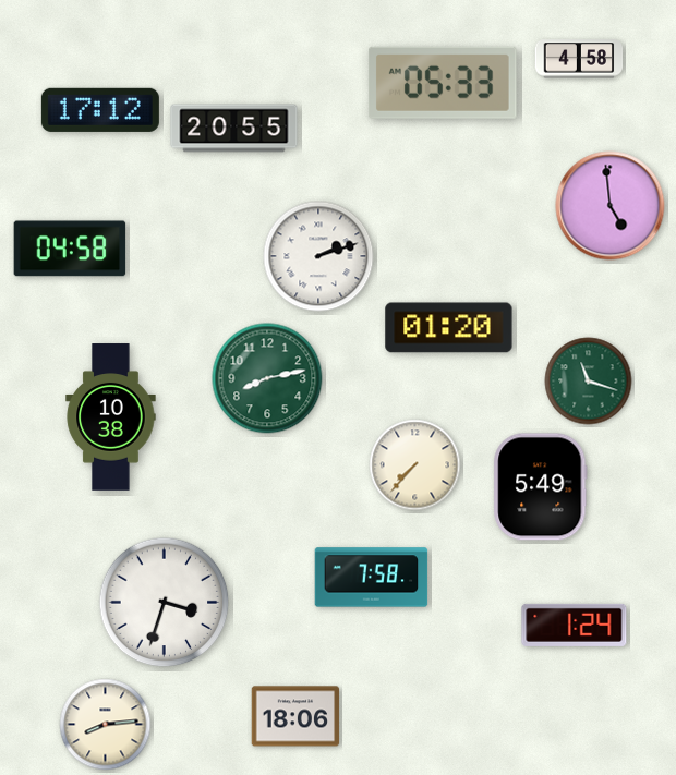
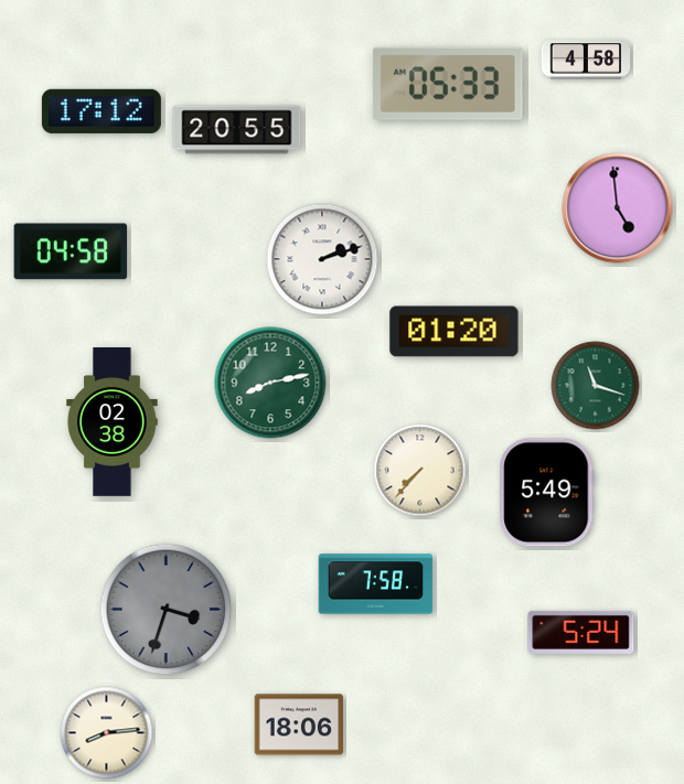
clock at (111, 417): 10:38 -> 02:38
clock at (165, 603) dial: white -> grey
clock at (575, 625): 1:24 -> 5:24
